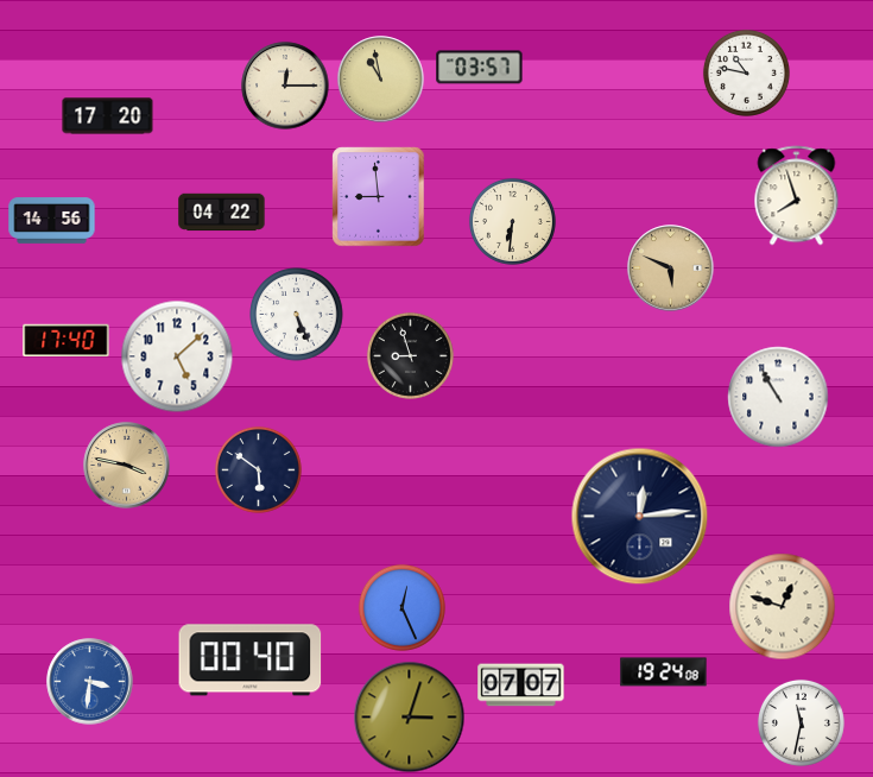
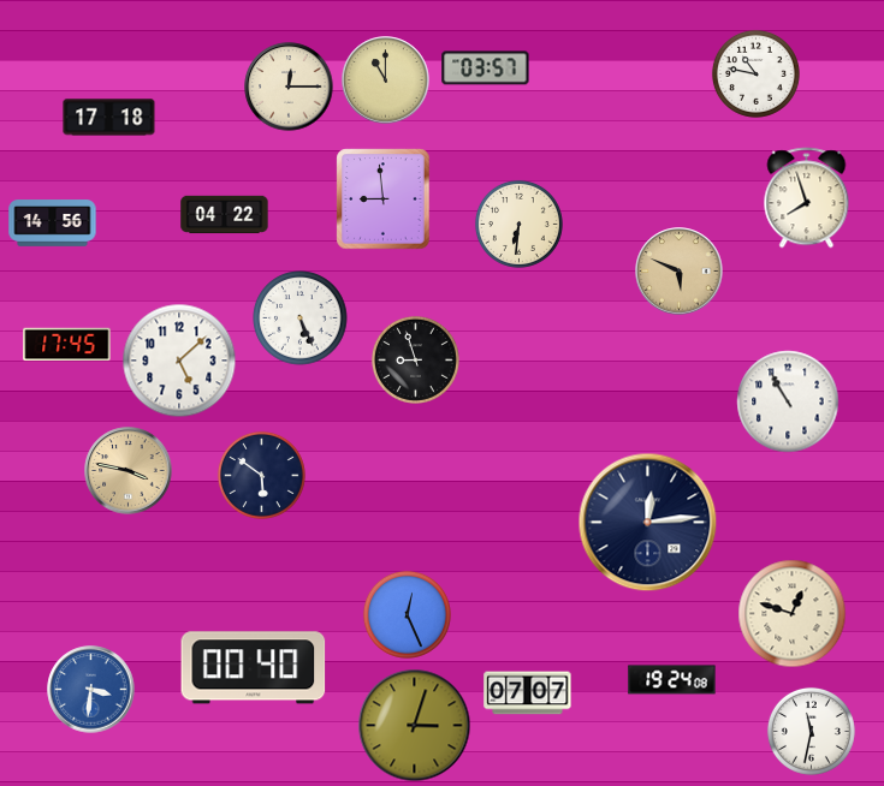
clock at (381, 80): 10:58 -> 11:00
clock at (108, 116): 17:20 -> 17:18
clock at (67, 341): 17:40 -> 17:45
